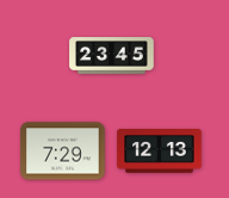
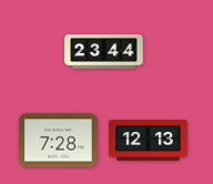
clock at (112, 56): 23:45 -> 23:44
clock at (63, 151): 7:29 -> 7:28
